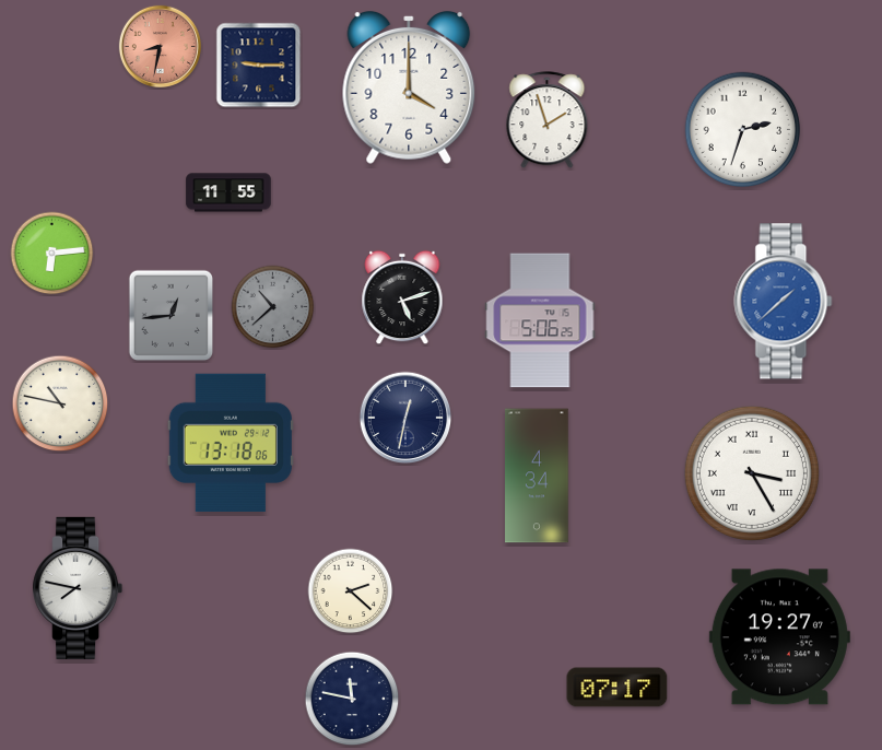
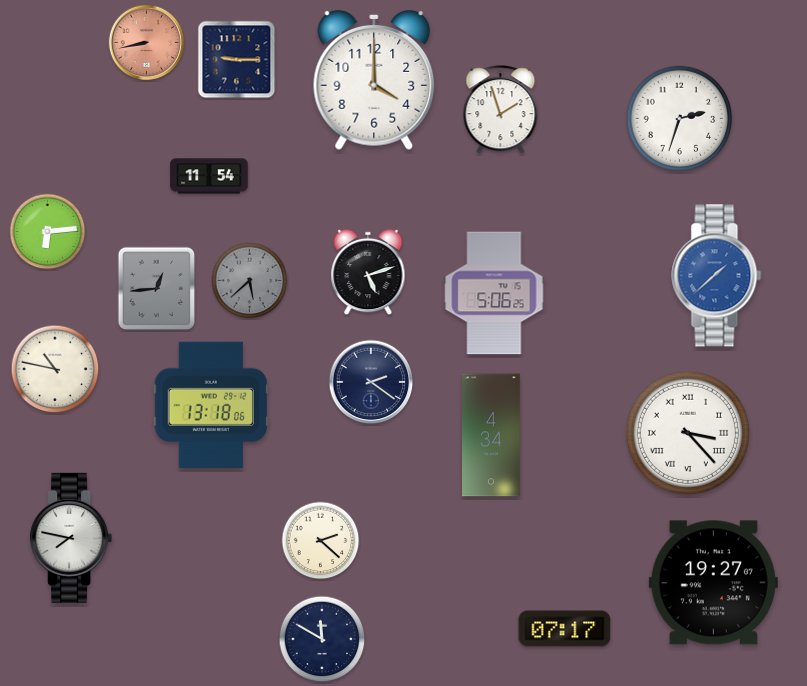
clock at (160, 46): 8:32 -> 8:43
clock at (228, 192): 11:55 -> 11:54
clock at (273, 307): 10:38 -> 5:38
clock at (405, 418): 12:32 -> 2:21
clock at (752, 473): 3:25 -> 3:23
clock at (352, 699): 11:47 -> 11:50
